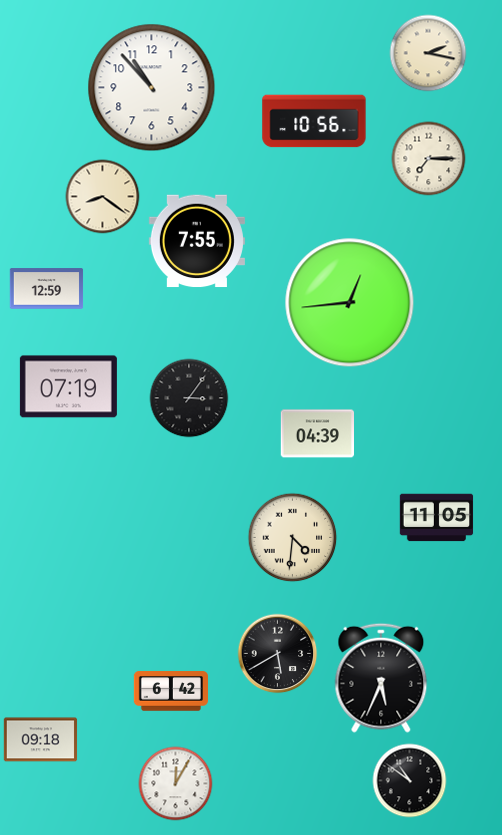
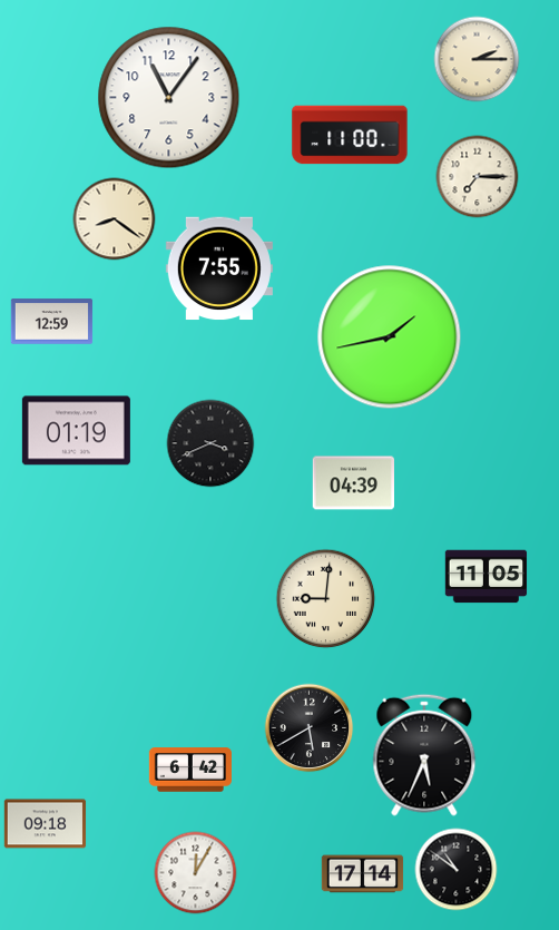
clock at (428, 53): 2:17 -> 2:15
clock at (152, 88): 10:53 -> 11:06
clock at (314, 121): 10:56 -> 11:00
clock at (350, 303): 12:44 -> 1:43
clock at (68, 387): 07:19 -> 01:19
clock at (189, 398): 3:06 -> 3:41
clock at (293, 538): 4:31 -> 9:01
clock at (363, 874): none -> 17:14
